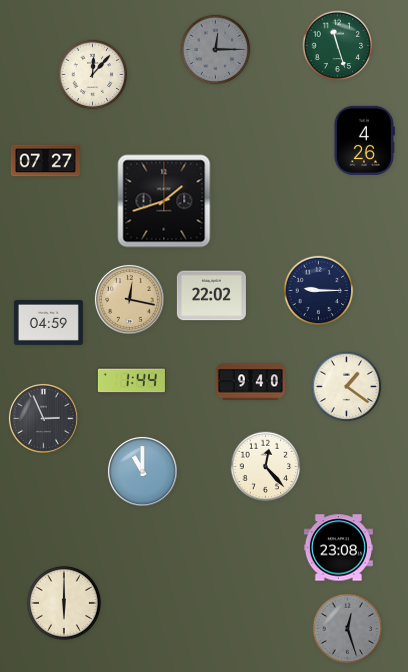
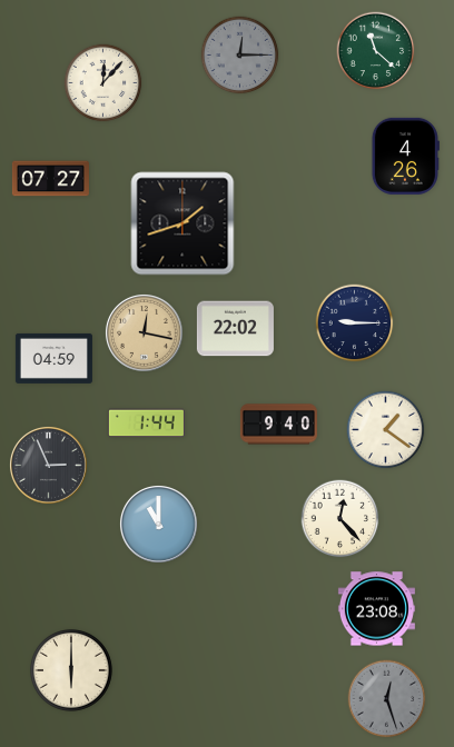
clock at (338, 46): 11:27 -> 11:22
clock at (266, 467) position: (266, 467) -> (340, 519)
